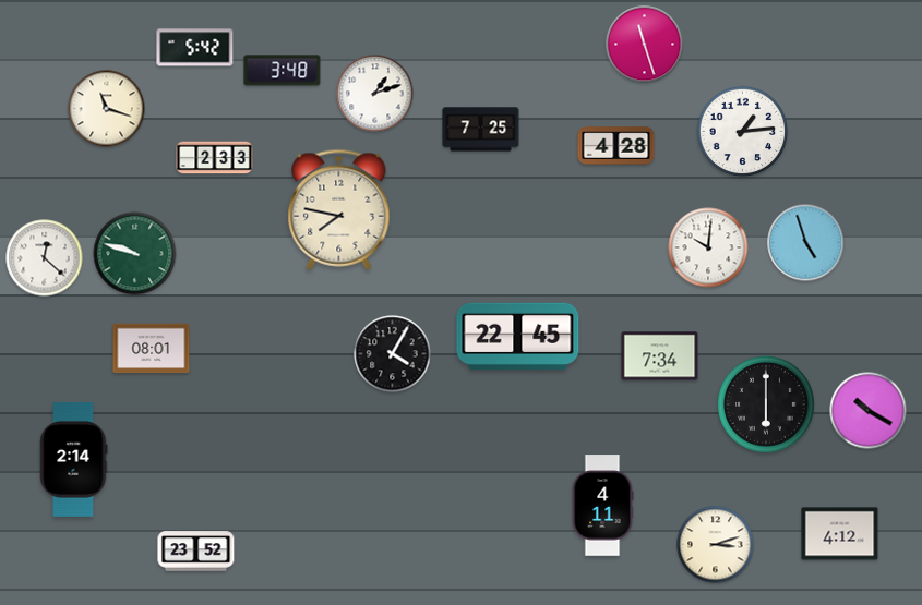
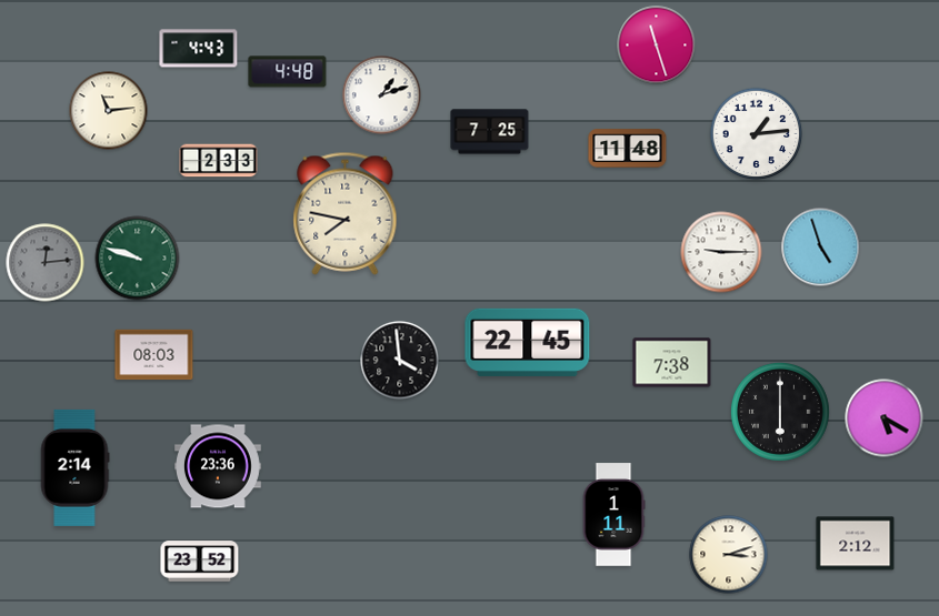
clock at (195, 48): 5:42 -> 4:43
clock at (283, 71): 3:48 -> 4:48
clock at (107, 109): 11:18 -> 11:14
clock at (616, 146): 4:28 -> 11:48
clock at (708, 247): 10:01 -> 9:15
clock at (45, 258): 12:22 -> 12:14
clock at (45, 258) dial: white -> grey
clock at (152, 349): 08:01 -> 08:03
clock at (393, 354): 4:05 -> 3:59
clock at (660, 356): 7:34 -> 7:38
clock at (869, 411): 10:20 -> 5:20
clock at (219, 466): none -> 23:36
clock at (602, 506): 4:11 -> 1:11
clock at (840, 534): 4:12 -> 2:12
